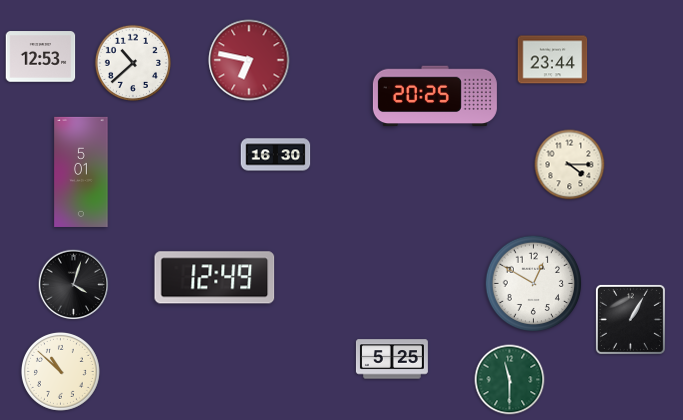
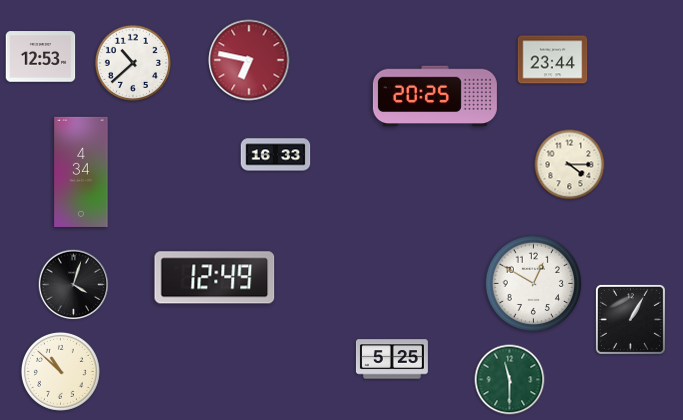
clock at (276, 155): 16:30 -> 16:33
clock at (81, 172): 5:01 -> 4:34
